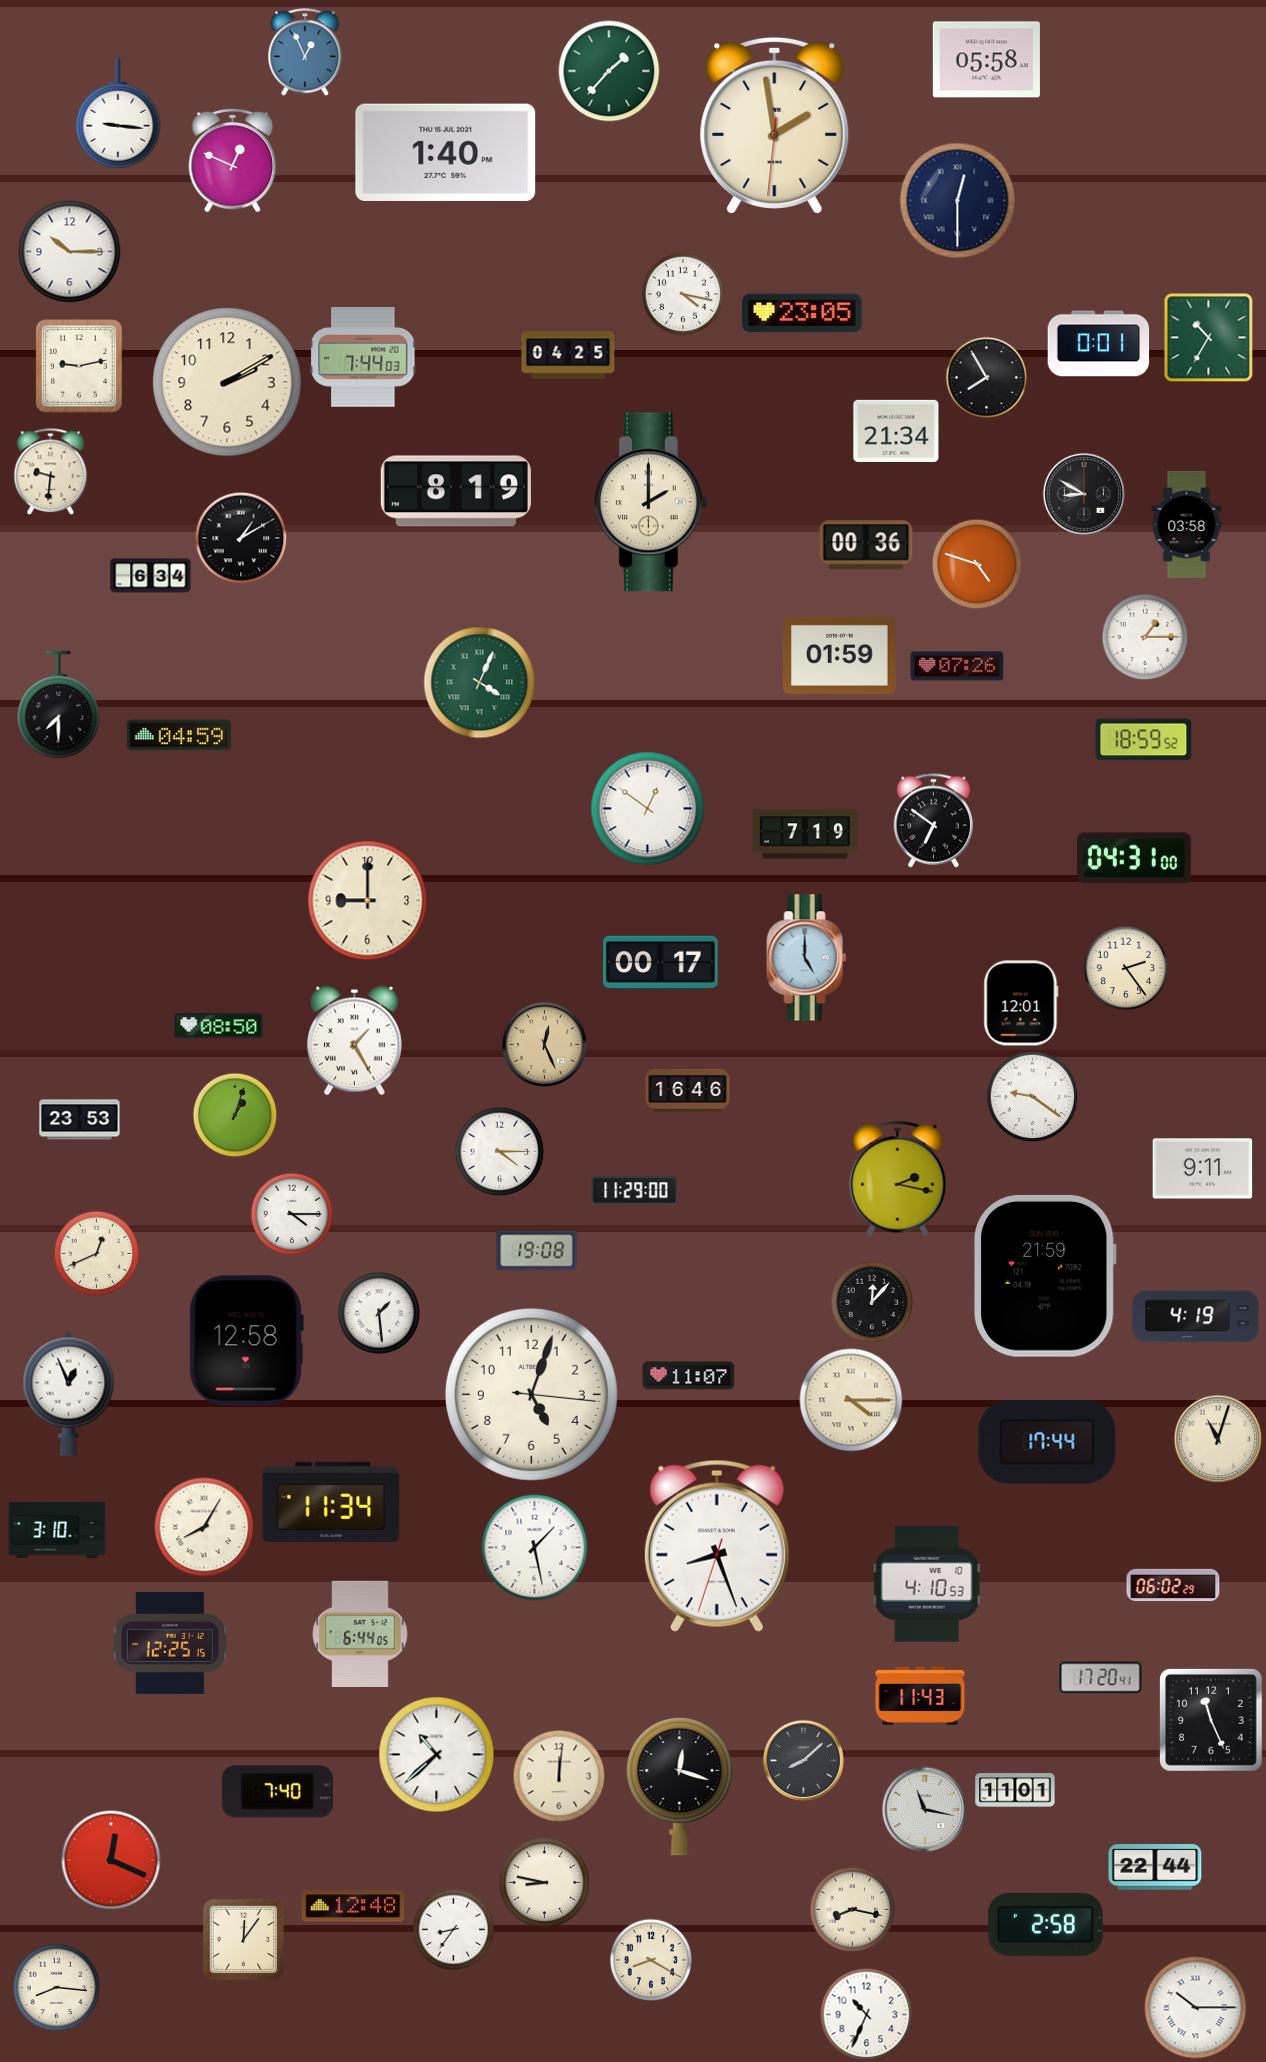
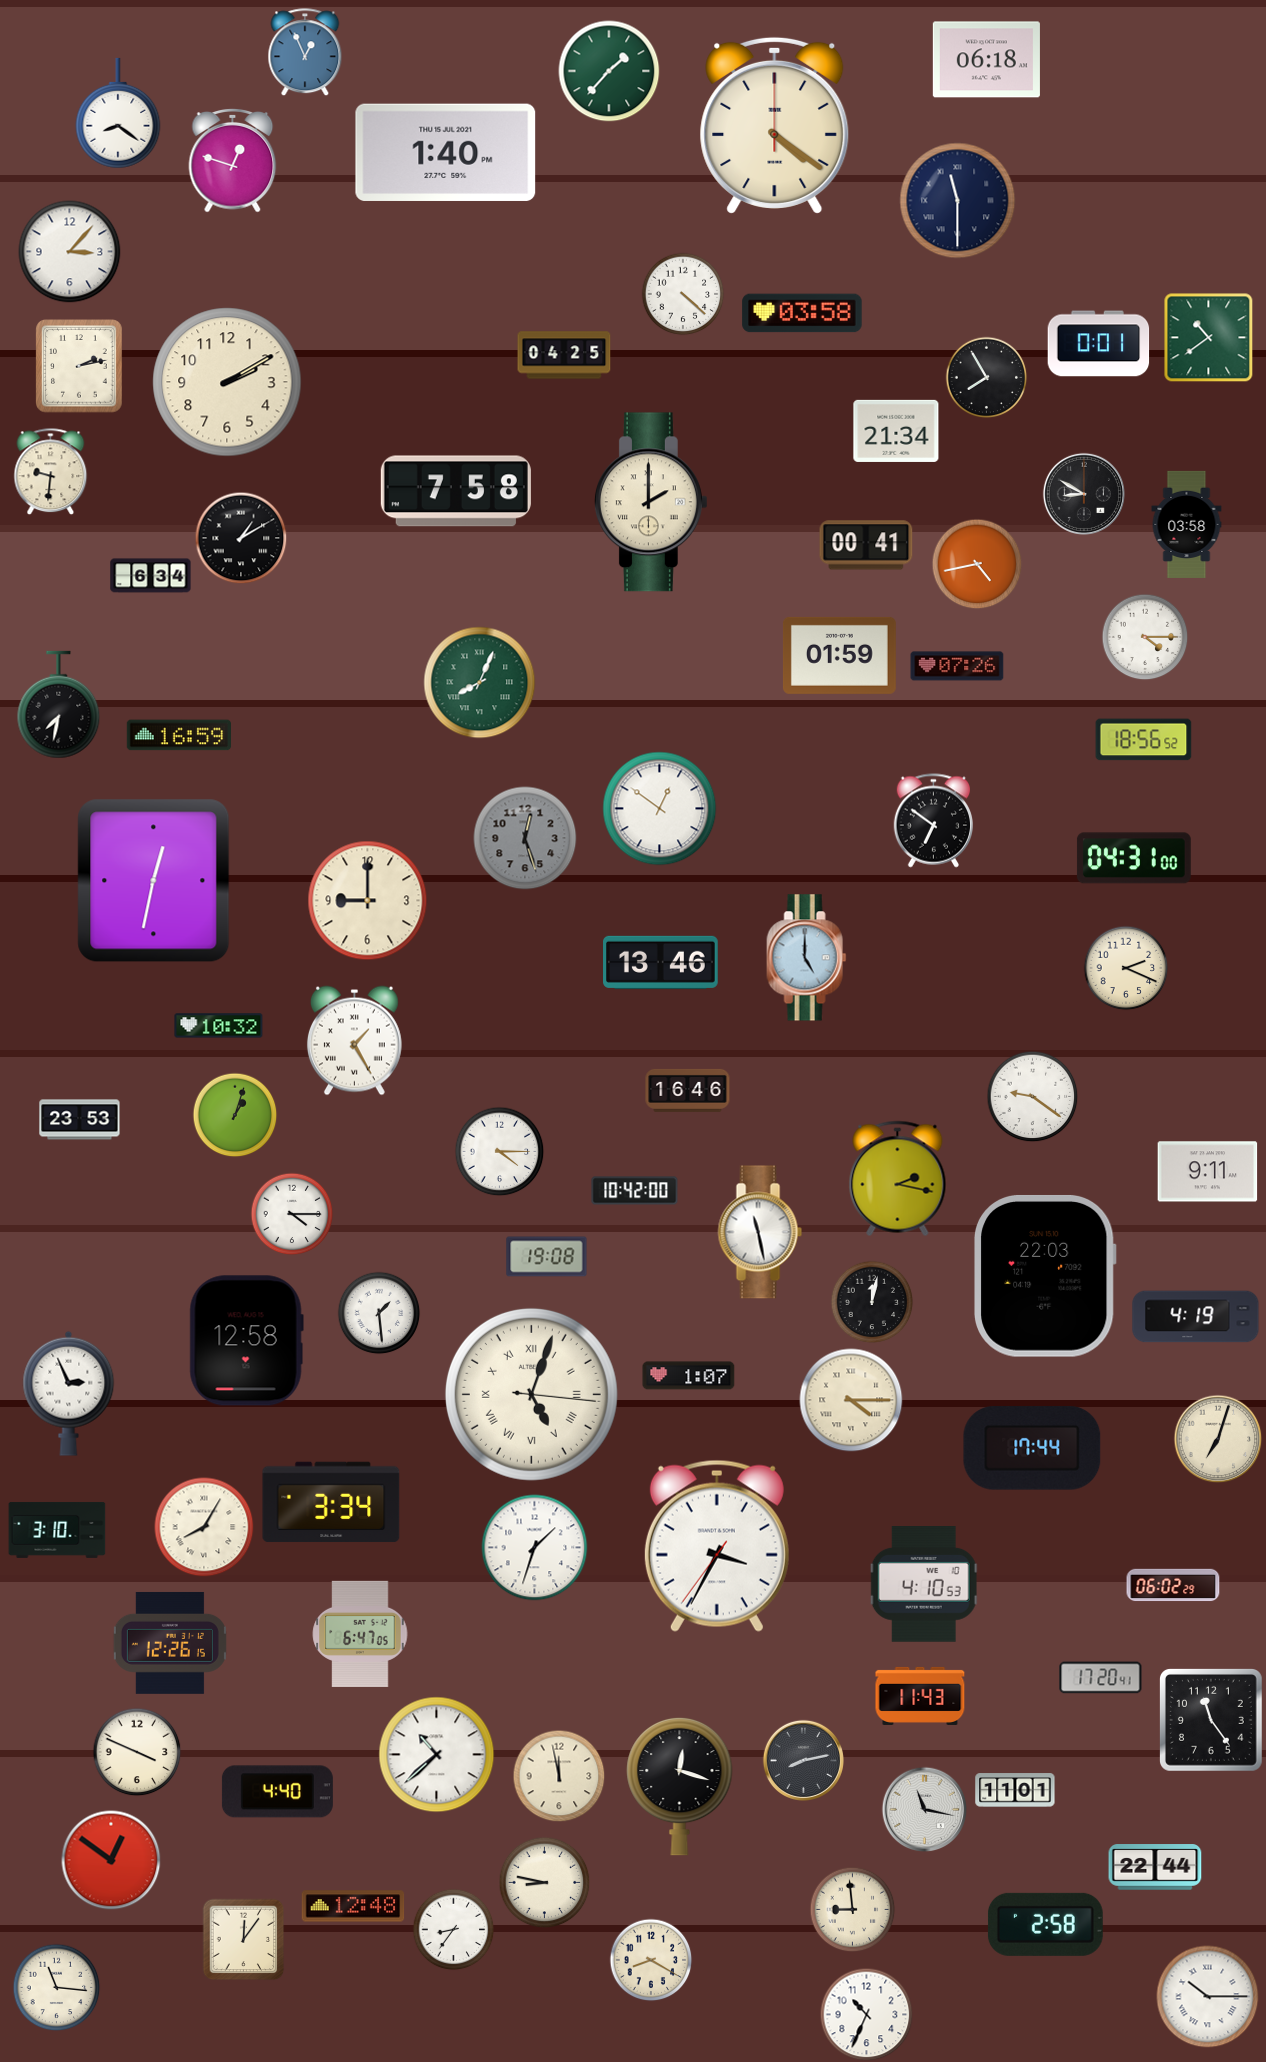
clock at (986, 60): 05:58 -> 06:18
clock at (118, 113): 9:16 -> 8:21
clock at (775, 125): 1:58 -> 4:21
clock at (233, 160): 12:49 -> 12:48
clock at (958, 201): 12:30 -> 11:30
clock at (70, 252): 10:15 -> 3:07
clock at (683, 294): 4:17 -> 4:22
clock at (802, 313): 23:05 -> 03:58
clock at (1208, 337): 10:35 -> 10:39
clock at (568, 355) position: (568, 355) -> (564, 355)
clock at (363, 358): 7:44 -> none
clock at (79, 366): 9:13 -> 2:13
clock at (456, 491): 8:19 -> 7:58
clock at (866, 545): 00:36 -> 00:41
clock at (977, 564): 4:48 -> 4:43
clock at (1145, 637): 1:15 -> 4:15
clock at (480, 683): 4:04 -> 8:04
clock at (59, 705): 7:30 -> 7:32
clock at (179, 735): 04:59 -> 16:59
clock at (1144, 740): 18:59 -> 18:56
clock at (648, 809) position: (648, 809) -> (660, 809)
clock at (804, 834): 7:19 -> none
clock at (525, 838): none -> 12:27
clock at (154, 881): none -> 12:32
clock at (661, 962): 00:17 -> 13:46
clock at (1126, 968): 2:24 -> 2:19
clock at (1021, 1003): 12:01 -> none
clock at (219, 1026): 08:50 -> 10:32
clock at (544, 1044): 12:26 -> none
clock at (1203, 1169) position: (1203, 1169) -> (1208, 1172)
clock at (635, 1191): 11:29 -> 10:42
clock at (760, 1232): none -> 11:28
clock at (537, 1251) position: (537, 1251) -> (547, 1257)
clock at (96, 1253): 12:41 -> none
clock at (1045, 1276): 21:59 -> 22:03
clock at (872, 1302): 12:07 -> 12:02
clock at (689, 1376): 11:07 -> 1:07
clock at (69, 1393): 12:56 -> 2:56
clock at (531, 1394) numerals: Arabic -> Roman
clock at (1218, 1439): 11:03 -> 7:03
clock at (1047, 1442) position: (1047, 1442) -> (1032, 1448)
clock at (331, 1502): 11:34 -> 3:34
clock at (717, 1546): 8:26 -> 3:34
clock at (535, 1548): 1:28 -> 1:33
clock at (927, 1585) position: (927, 1585) -> (924, 1585)
clock at (360, 1634): 6:44 -> 6:47
clock at (170, 1643): 12:25 -> 12:26
clock at (1211, 1720): 11:26 -> 11:24
clock at (137, 1752): none -> 3:49
clock at (803, 1760): 8:08 -> 8:13
clock at (559, 1776): 12:01 -> 11:58
clock at (277, 1792): 7:40 -> 4:40
clock at (111, 1860): 12:19 -> 12:51
clock at (852, 1909): 8:17 -> 8:59
clock at (56, 1987): 8:16 -> 11:16
clock at (1196, 2008) position: (1196, 2008) -> (1208, 1997)
